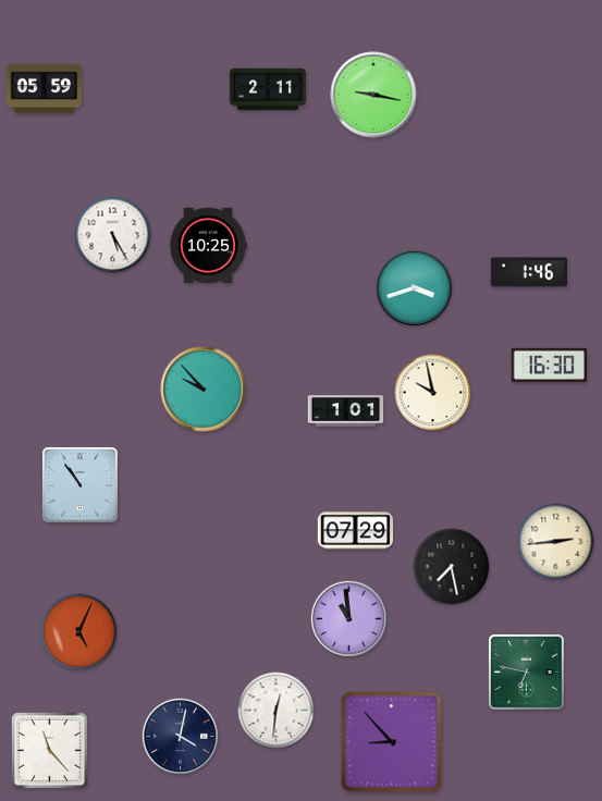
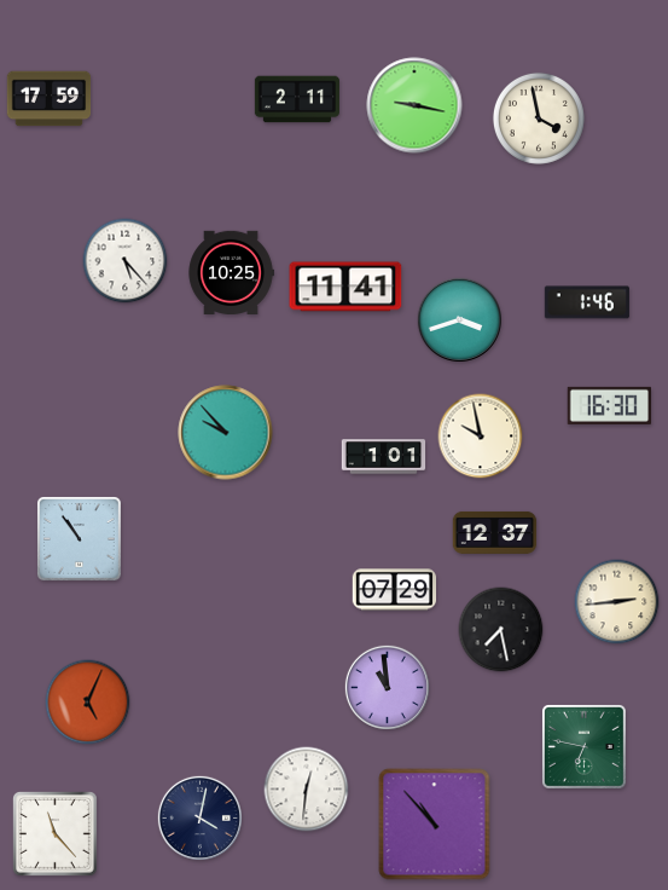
clock at (45, 89): 05:59 -> 17:59
clock at (539, 119): none -> 3:58
clock at (113, 235): 5:25 -> 5:23
clock at (345, 287): none -> 11:41
clock at (495, 532): none -> 12:37
clock at (81, 485) position: (81, 485) -> (80, 539)
clock at (392, 742): 8:53 -> 10:53
